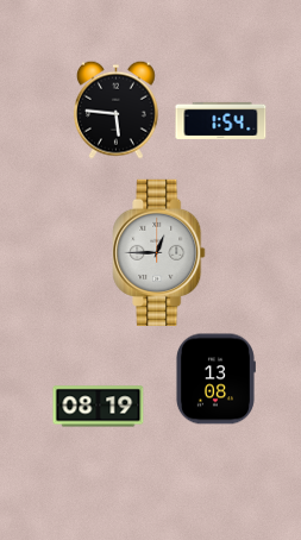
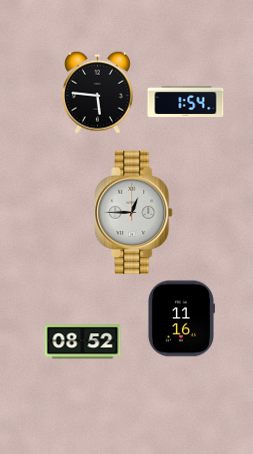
clock at (215, 379): 13:08 -> 11:16
clock at (99, 407): 08:19 -> 08:52
